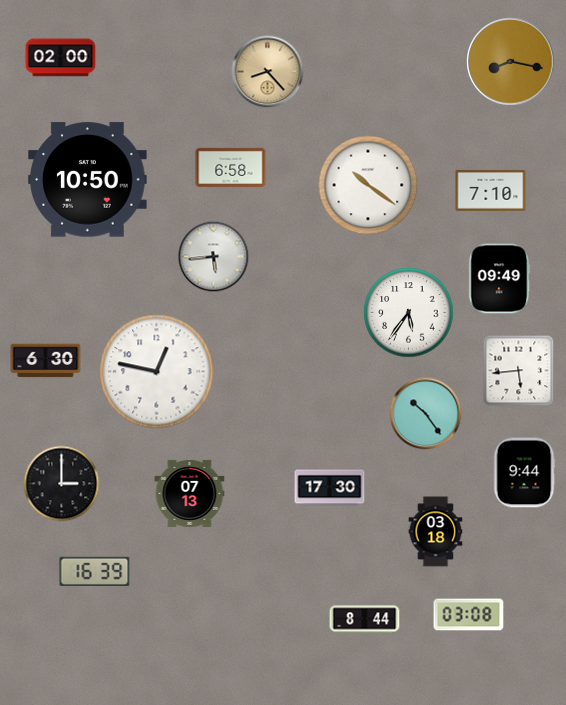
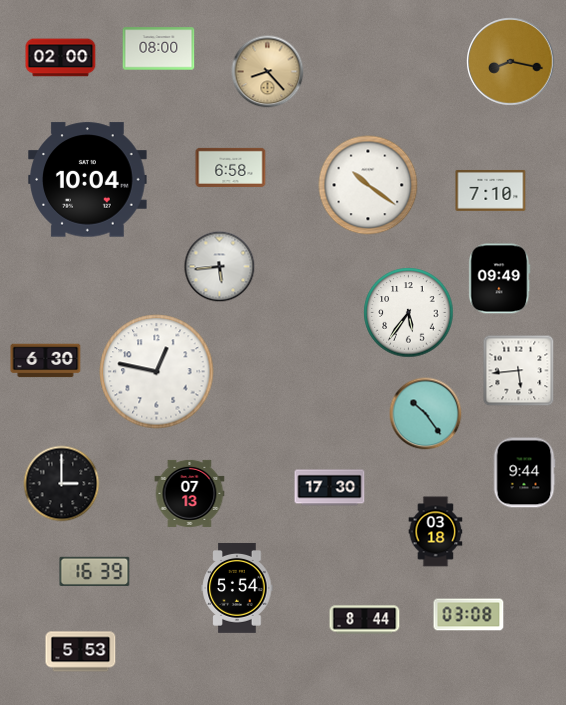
clock at (159, 49): none -> 08:00
clock at (88, 180): 10:50 -> 10:04
clock at (214, 257) position: (214, 257) -> (220, 267)
clock at (237, 588): none -> 5:54
clock at (81, 652): none -> 5:53
